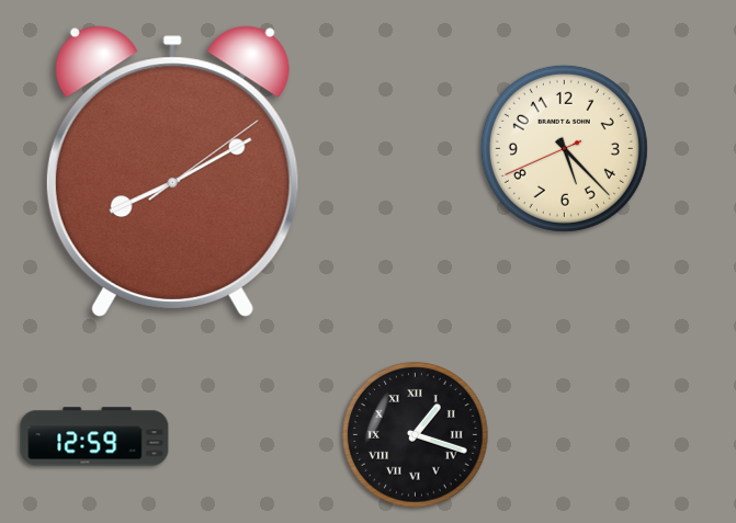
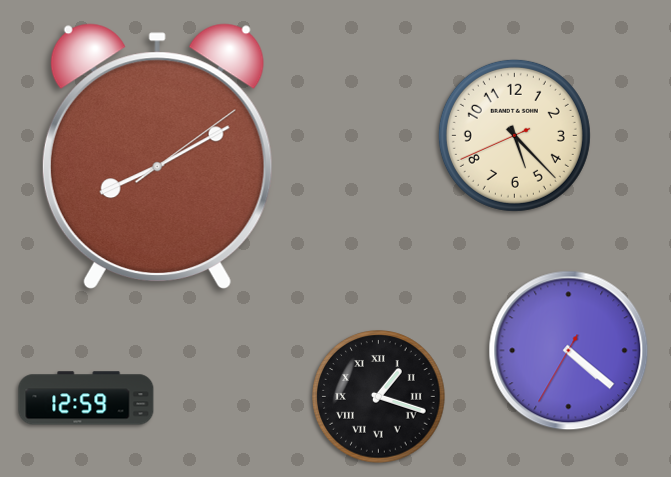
clock at (569, 351): none -> 4:21
